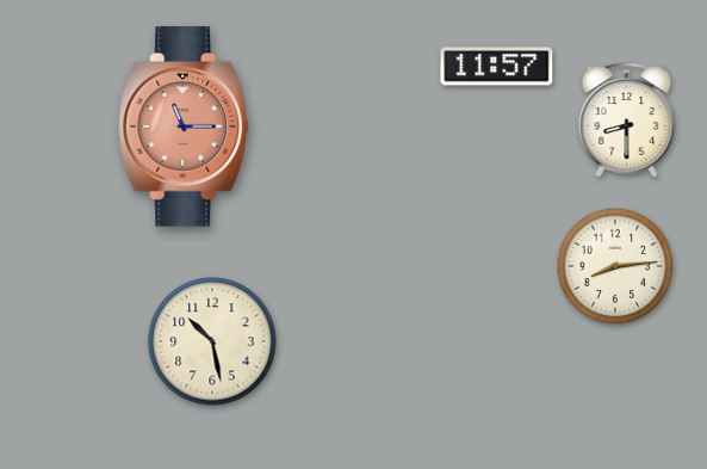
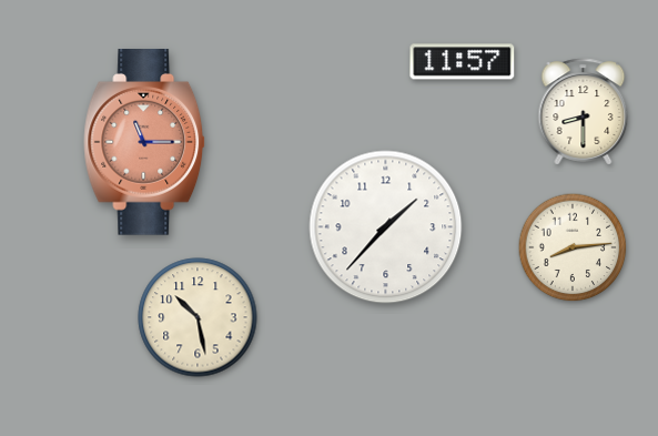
clock at (185, 128) position: (185, 128) -> (145, 143)
clock at (386, 227): none -> 1:37
